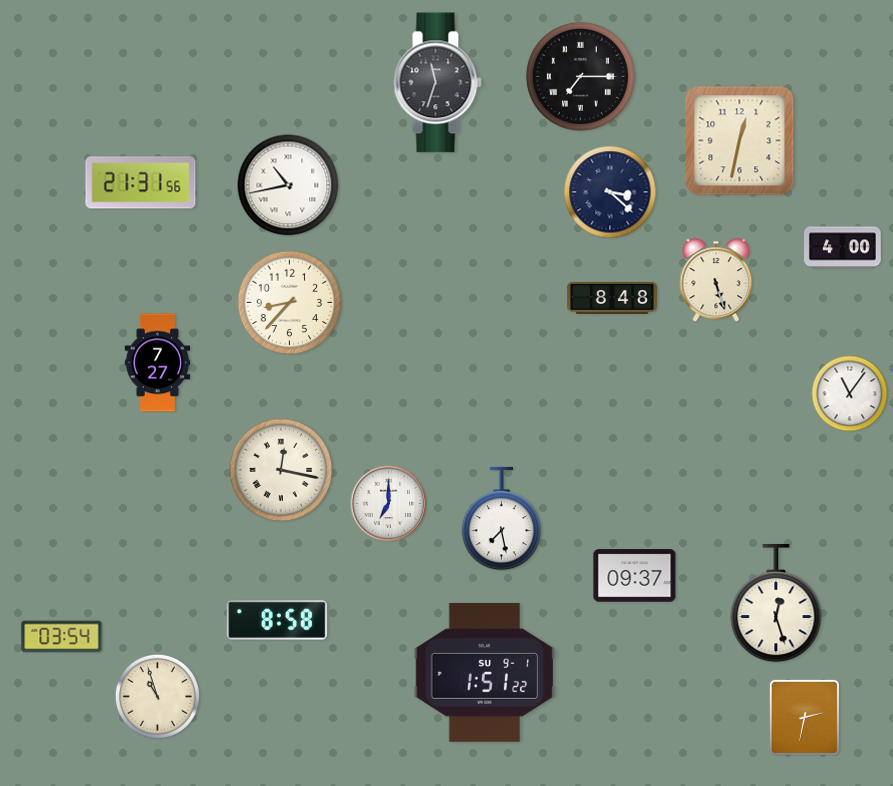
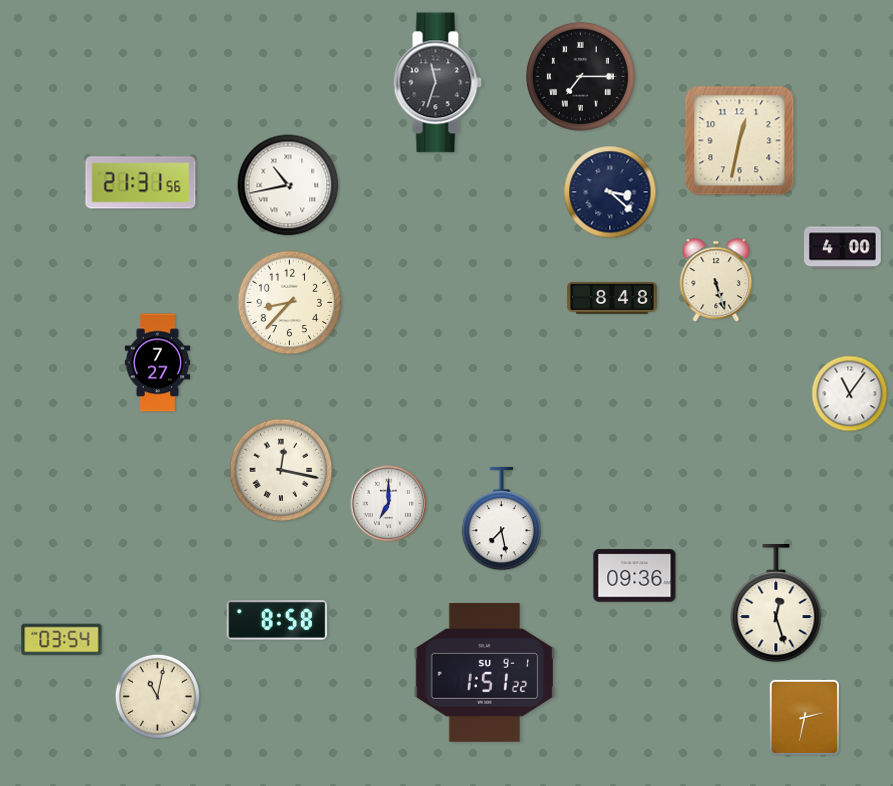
clock at (635, 576): 09:37 -> 09:36
clock at (62, 637) position: (62, 637) -> (62, 640)
clock at (157, 696): 10:57 -> 11:02
